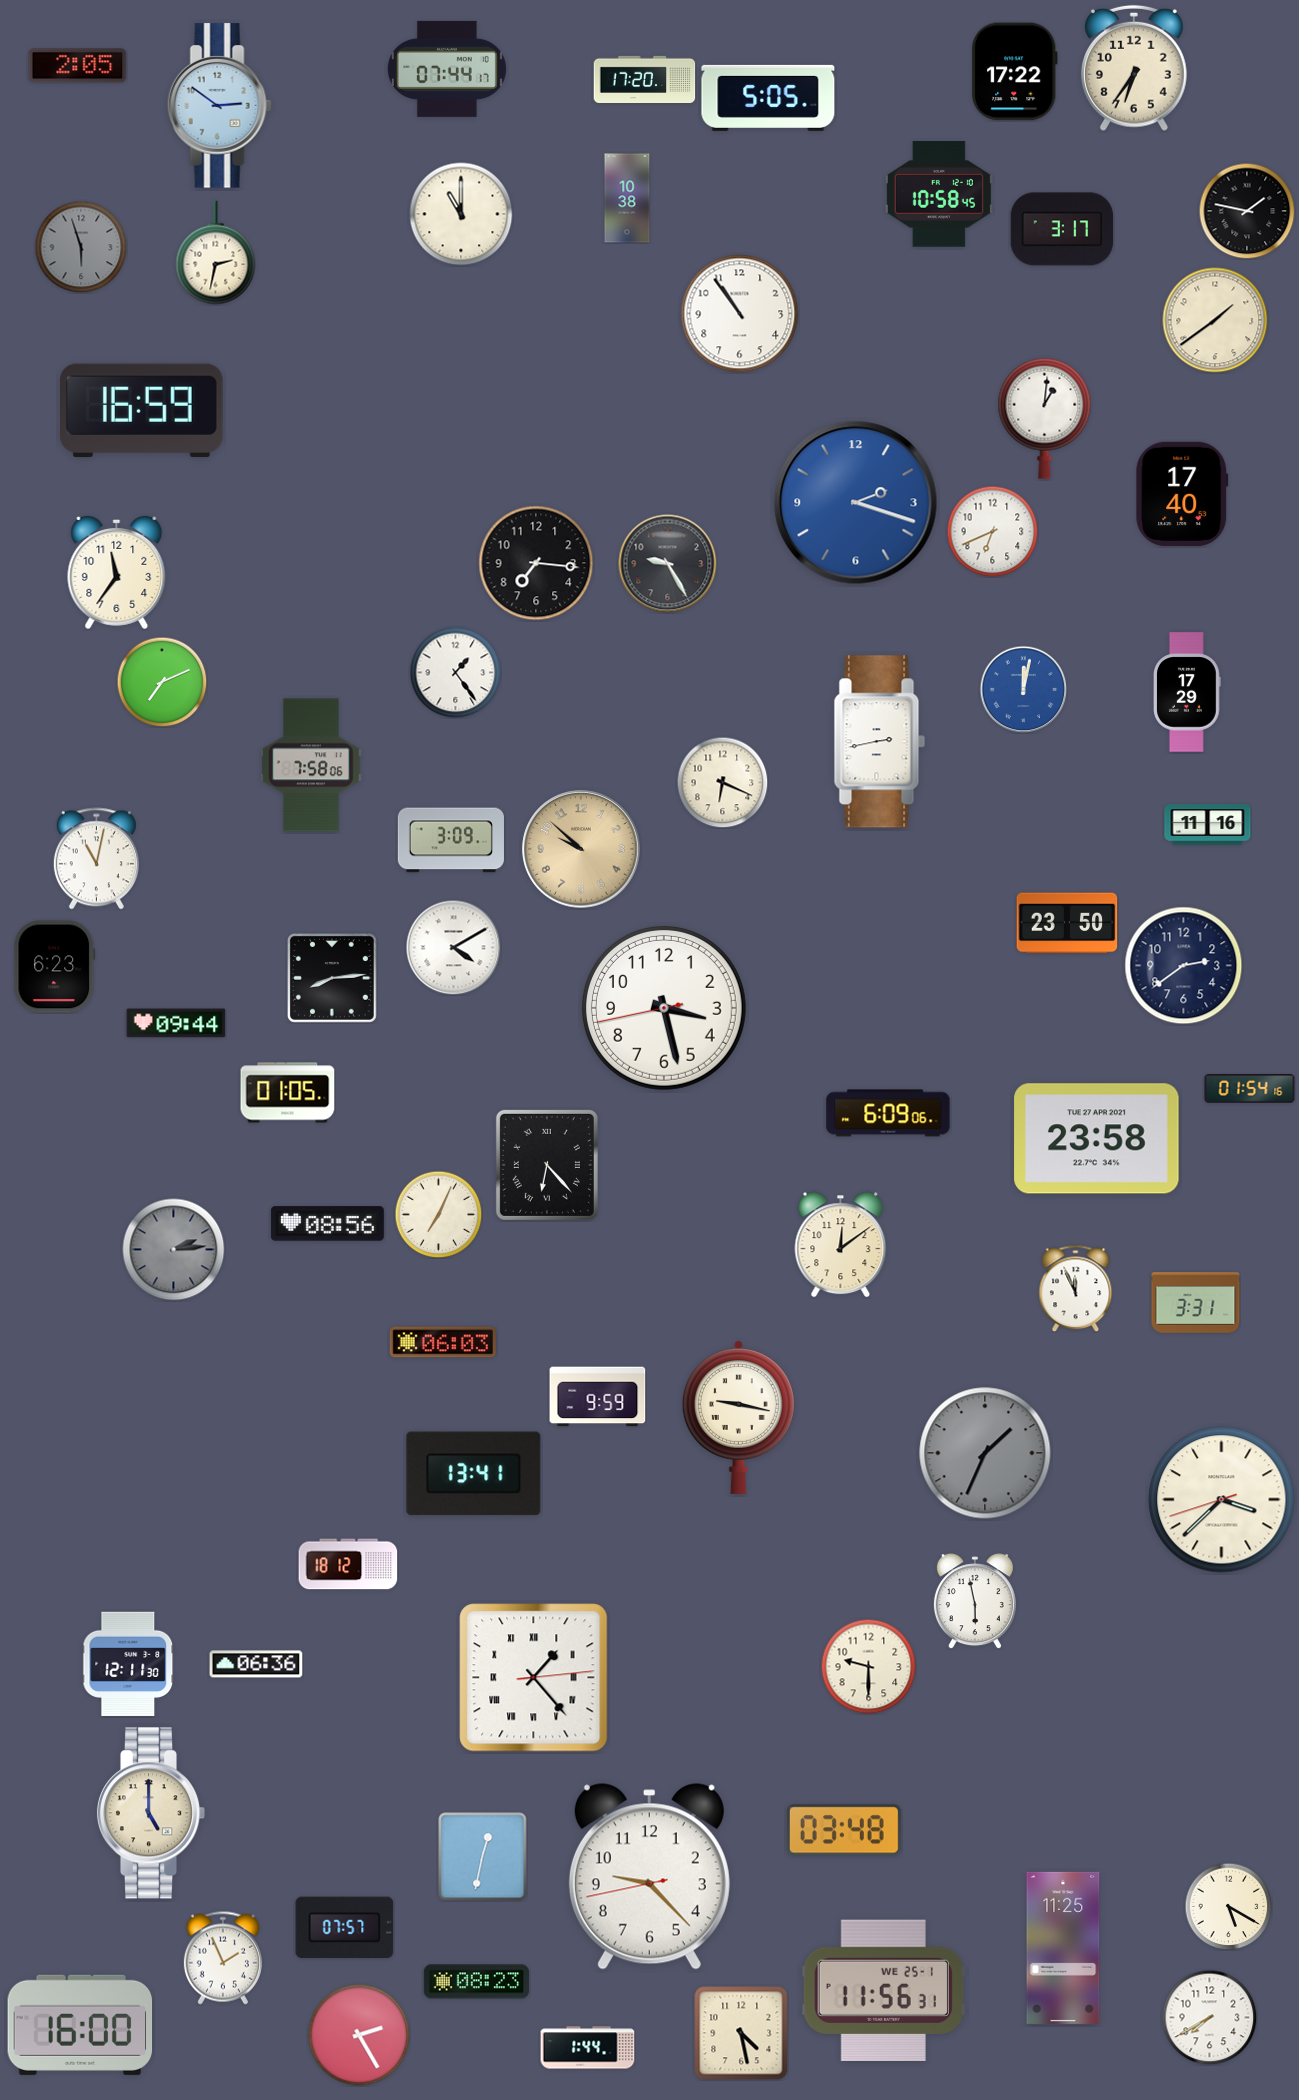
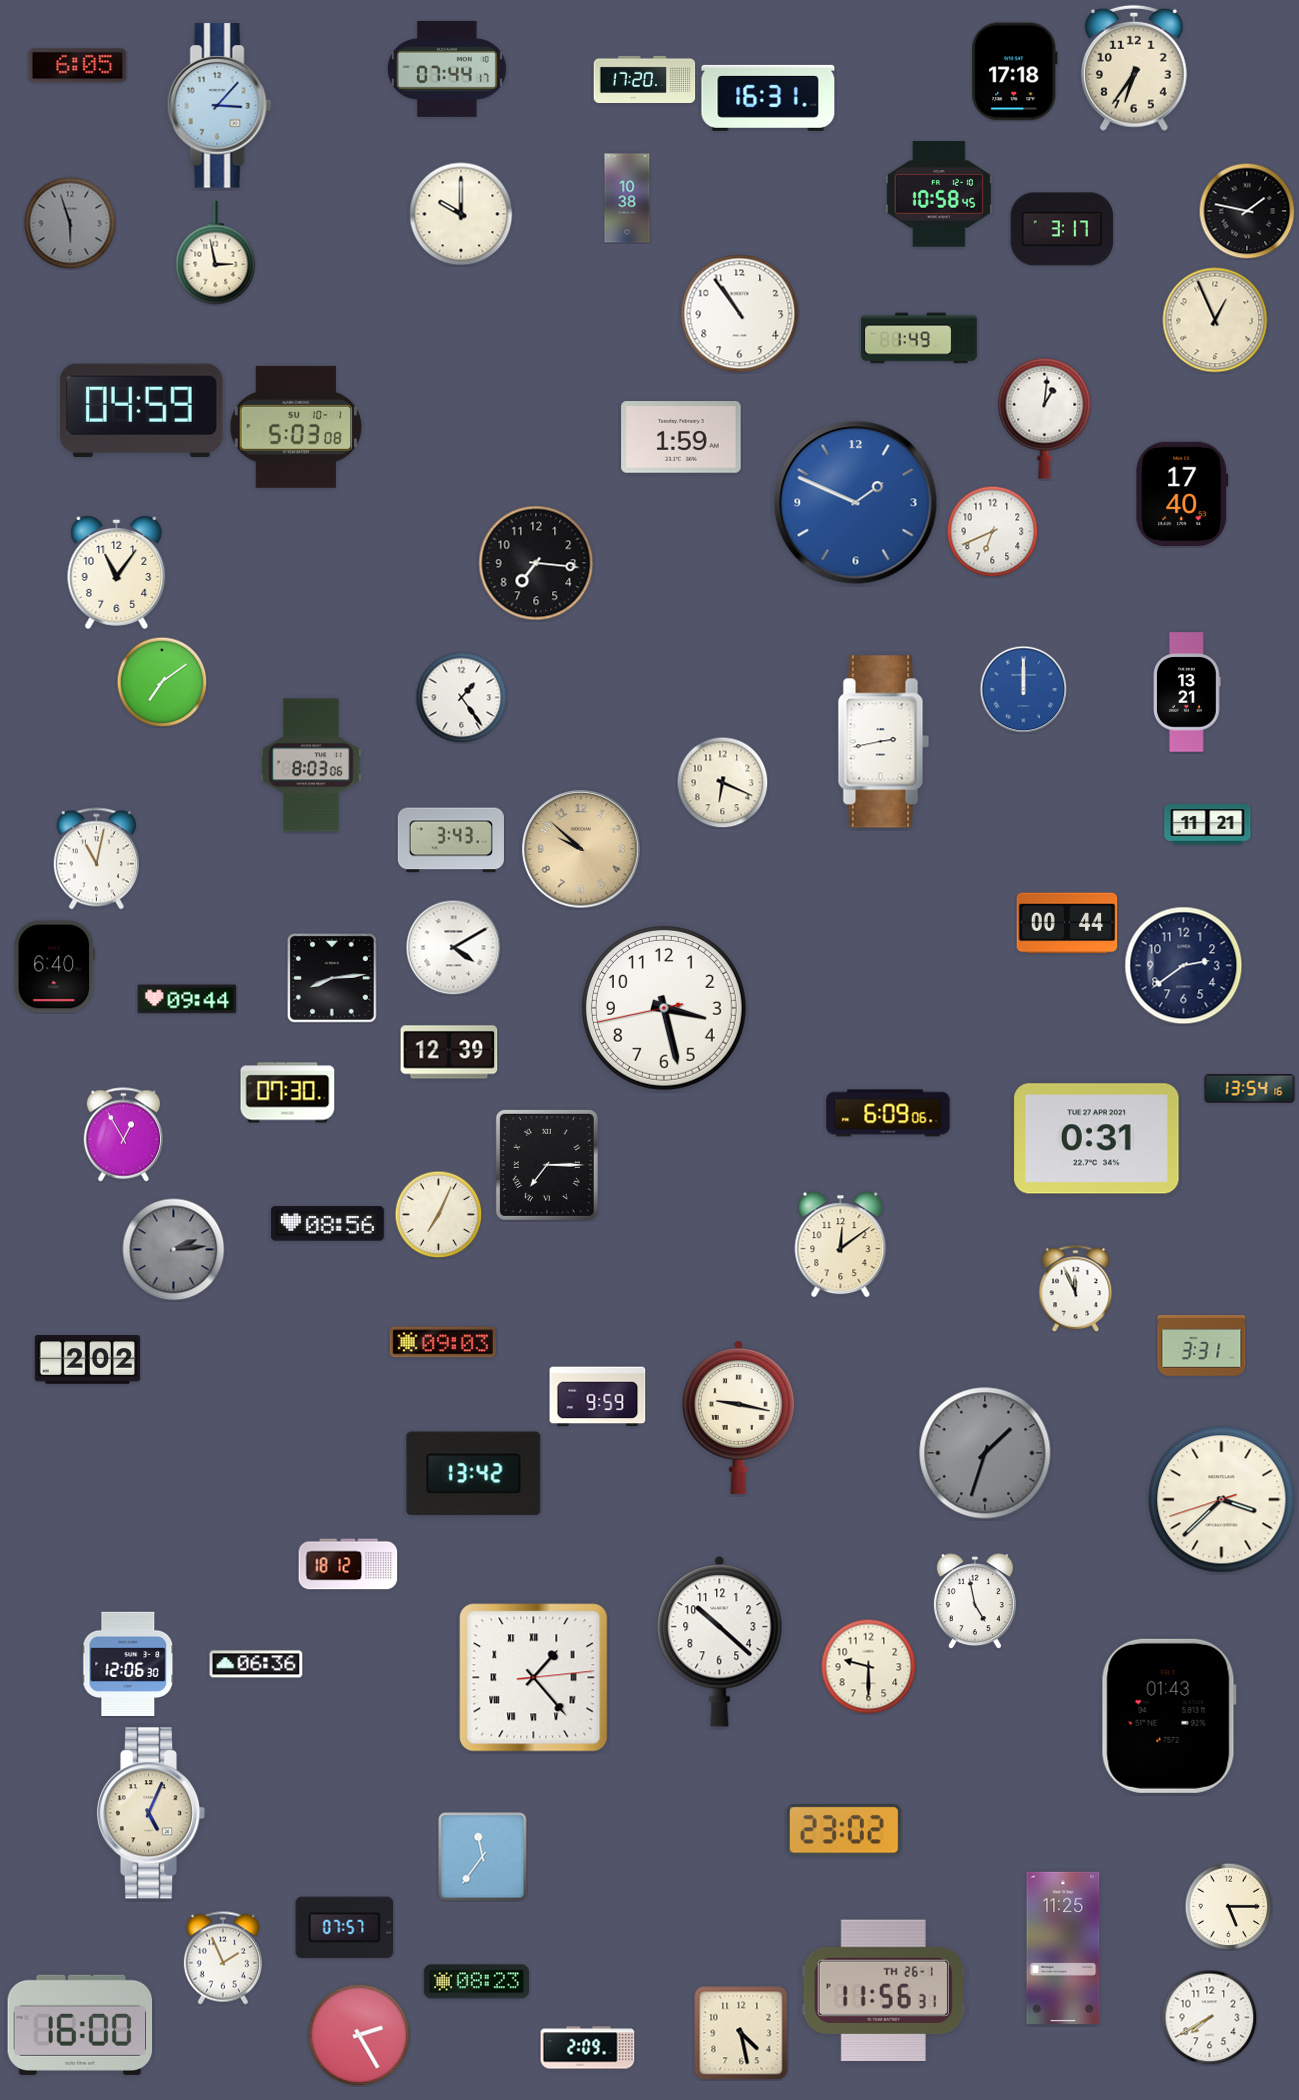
clock at (78, 66): 2:05 -> 6:05
clock at (1015, 72): 17:22 -> 17:18
clock at (768, 98): 5:05 -> 16:31
clock at (219, 106): 2:51 -> 3:07
clock at (461, 214): 11:00 -> 10:00
clock at (81, 247) position: (81, 247) -> (70, 223)
clock at (216, 253): 2:32 -> 2:58
clock at (1215, 320): 1:39 -> 12:56
clock at (919, 338): none -> 1:49
clock at (142, 411): 16:59 -> 04:59
clock at (296, 427): none -> 5:03
clock at (681, 437): none -> 1:59
clock at (856, 503): 2:18 -> 1:49
clock at (668, 564): 9:25 -> none
clock at (117, 572): 11:36 -> 11:06
clock at (455, 672) position: (455, 672) -> (461, 697)
clock at (162, 682): 7:11 -> 7:09
clock at (1023, 689): 12:02 -> 12:00
clock at (1188, 692): 17:29 -> 13:21
clock at (880, 742) position: (880, 742) -> (884, 742)
clock at (311, 765): 7:58 -> 8:03
clock at (1208, 825): 11:16 -> 11:21
clock at (451, 840): 3:09 -> 3:43
clock at (1067, 923): 23:50 -> 00:44
clock at (55, 967): 6:23 -> 6:40
clock at (176, 1023) position: (176, 1023) -> (187, 999)
clock at (449, 1052): none -> 12:39
clock at (1250, 1089): 01:54 -> 13:54
clock at (288, 1093): 01:05 -> 07:30
clock at (123, 1135): none -> 12:55
clock at (1097, 1139): 23:58 -> 0:31
clock at (547, 1165): 6:23 -> 7:15
clock at (1196, 1303) position: (1196, 1303) -> (1202, 1346)
clock at (443, 1342): 06:03 -> 09:03
clock at (87, 1360): none -> 2:02
clock at (985, 1453): 1:34 -> 1:33
clock at (474, 1474): 13:41 -> 13:42
clock at (975, 1601): 5:58 -> 4:58
clock at (720, 1642): none -> 10:22
clock at (128, 1664): 12:11 -> 12:06
clock at (1169, 1716): none -> 01:43
clock at (151, 1813): 5:00 -> 5:04
clock at (844, 1830): 03:48 -> 23:02
clock at (483, 1857): 12:32 -> 11:36
clock at (649, 1877): 9:22 -> none
clock at (1228, 1906): 5:20 -> 5:15
clock at (883, 1990) date: WE 25-1 -> TH 26-1
clock at (588, 2048): 1:44 -> 2:09
